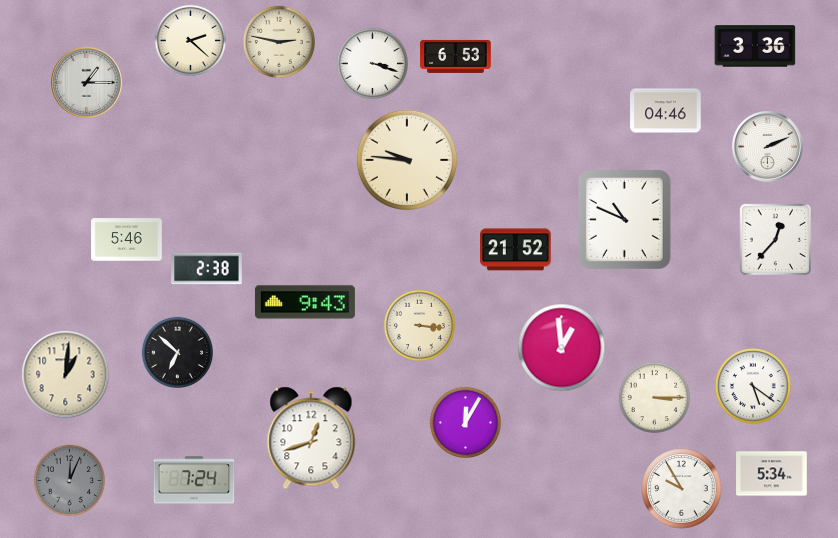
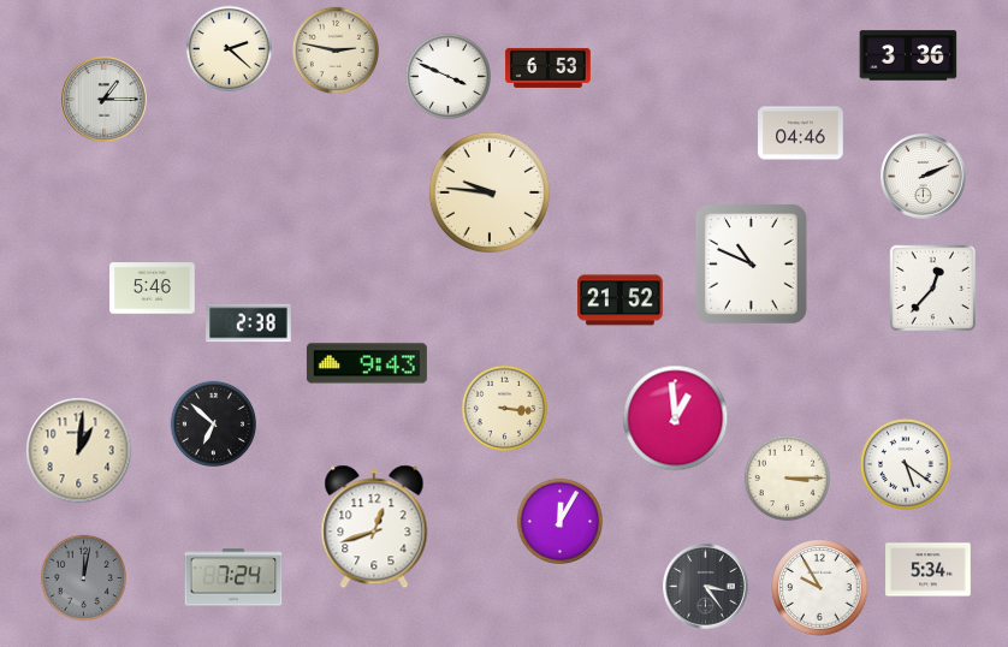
clock at (372, 63): 3:18 -> 3:49
clock at (419, 325) position: (419, 325) -> (504, 408)
clock at (465, 422) position: (465, 422) -> (559, 521)
clock at (69, 480): 12:04 -> 12:02
clock at (706, 587): none -> 3:24
